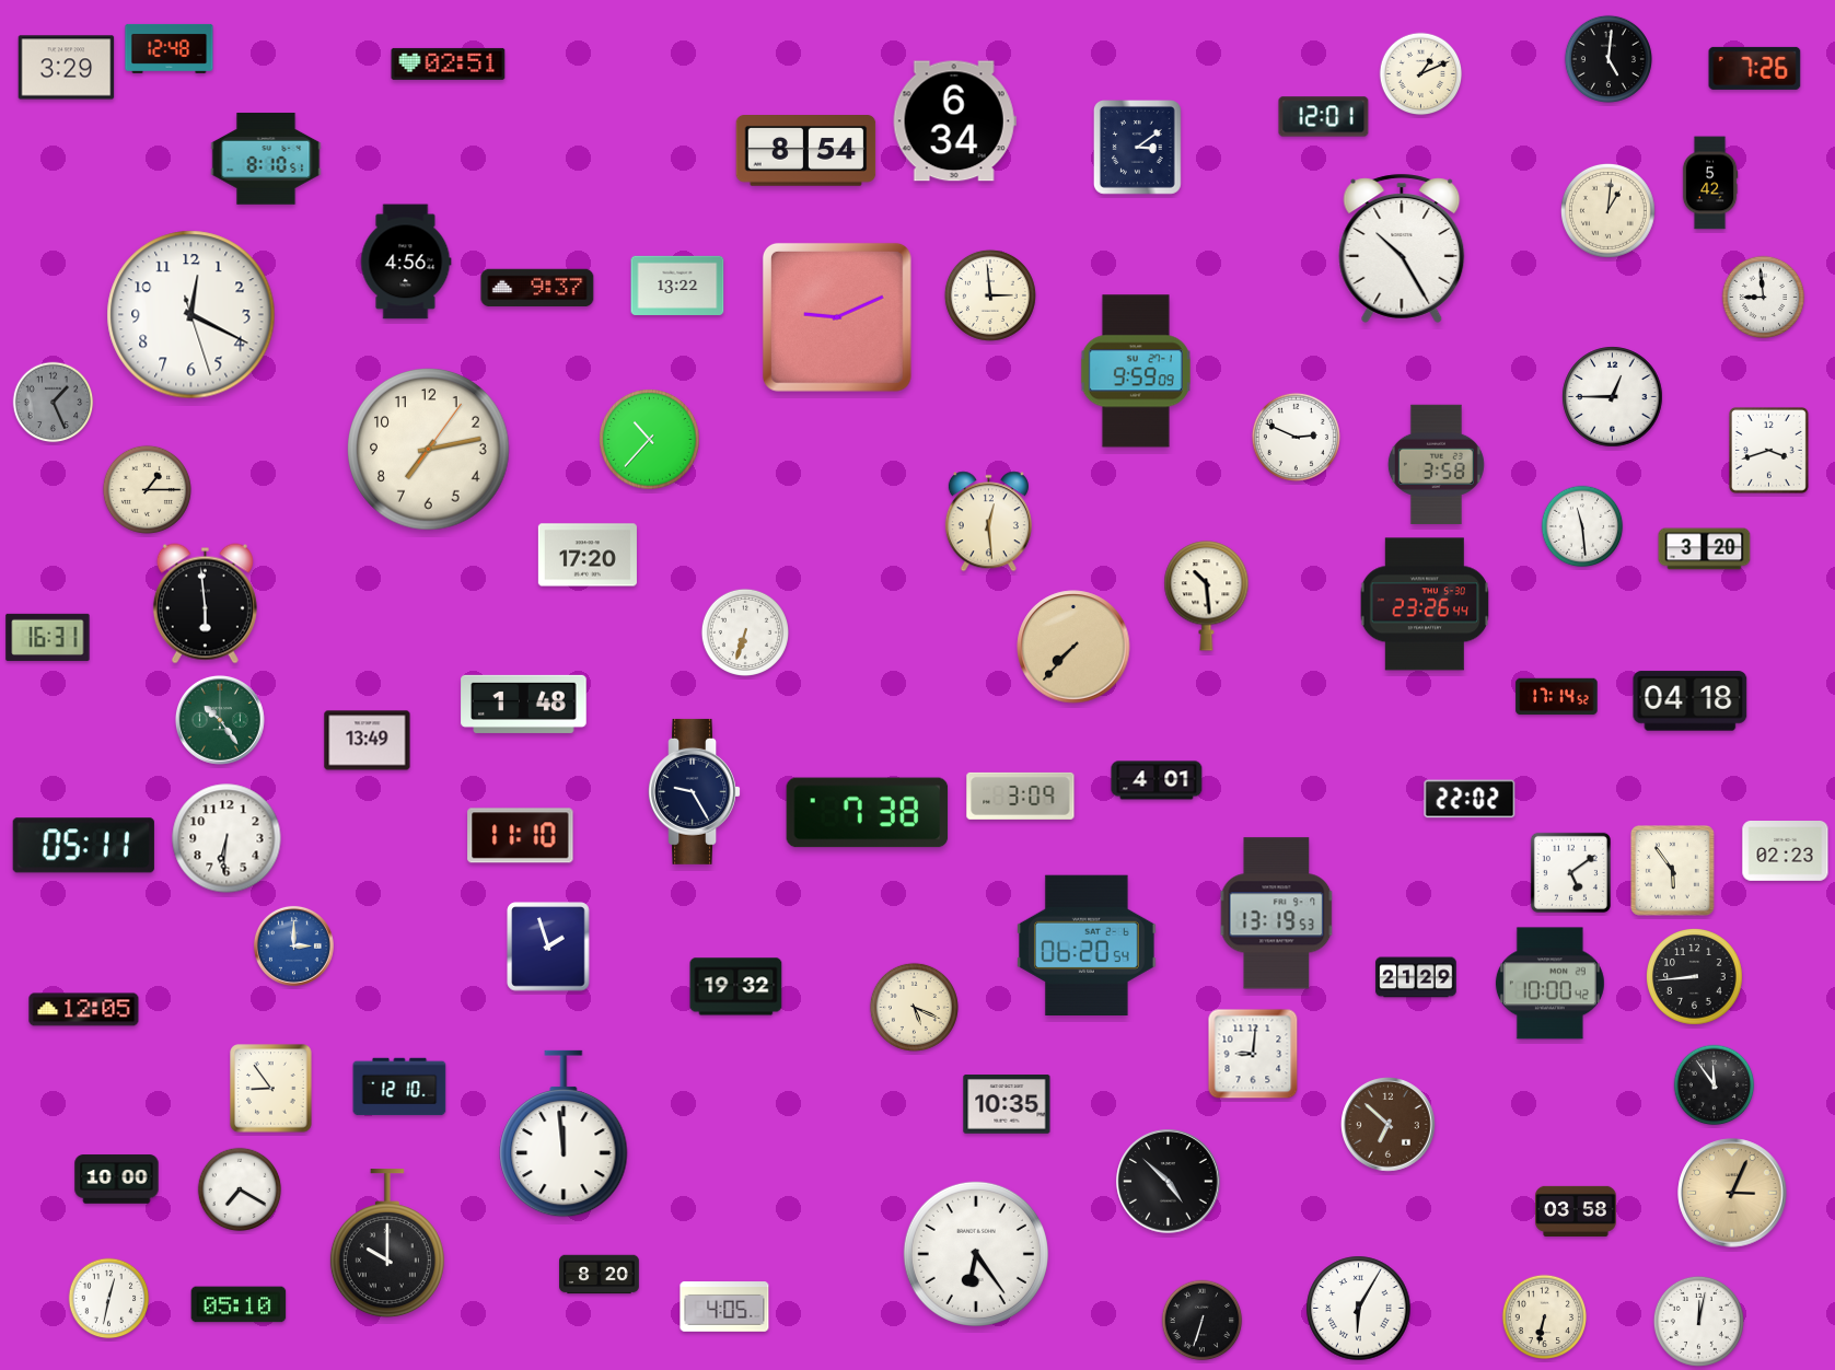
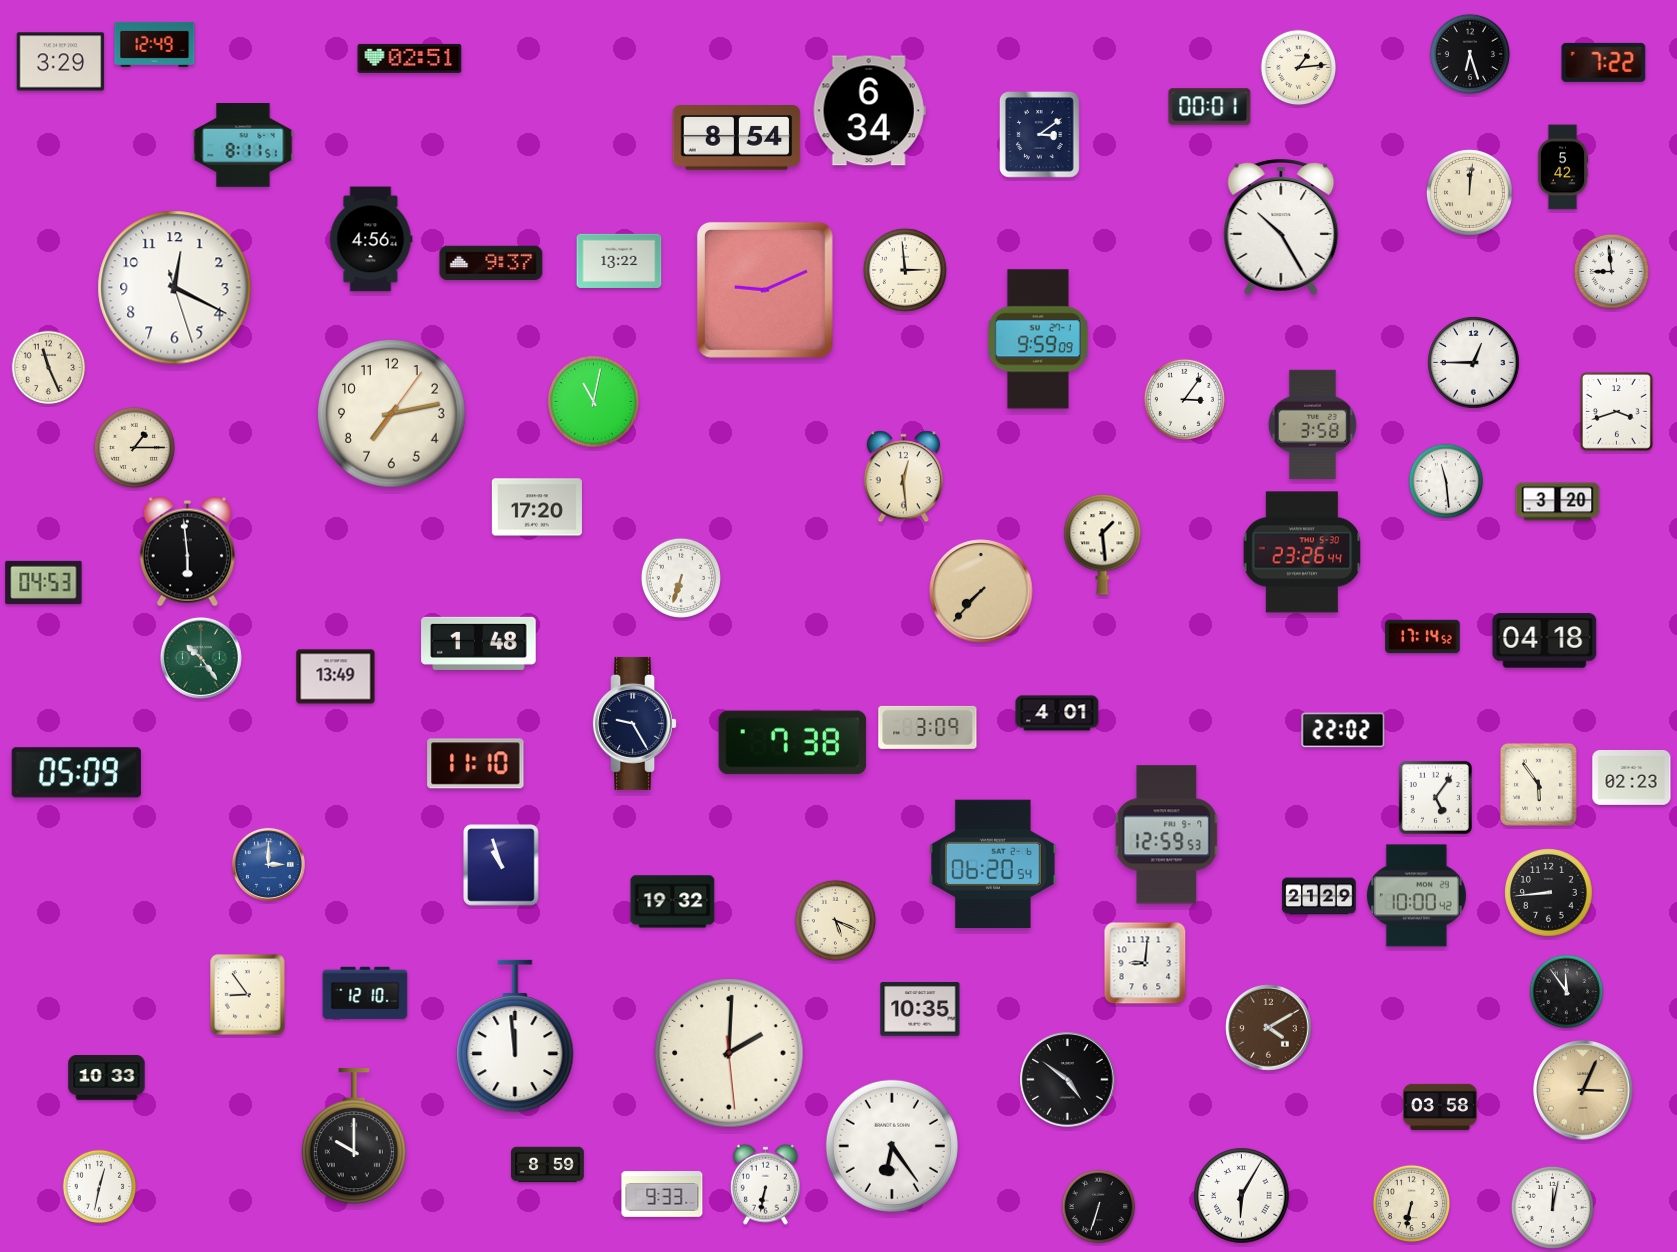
clock at (170, 48): 12:48 -> 12:49
clock at (1608, 59): 5:01 -> 6:27
clock at (1755, 68): 7:26 -> 7:22
clock at (1421, 74): 1:11 -> 1:14
clock at (1324, 117): 12:01 -> 00:01
clock at (954, 121) position: (954, 121) -> (869, 111)
clock at (266, 159): 8:10 -> 8:11
clock at (1607, 210): 1:01 -> 12:01
clock at (54, 403): 1:26 -> 11:26
clock at (54, 403) dial: grey -> cream
clock at (1296, 437): 2:49 -> 3:06
clock at (650, 440): 10:37 -> 11:02
clock at (429, 450) position: (429, 450) -> (392, 414)
clock at (1207, 596): 10:29 -> 1:29
clock at (48, 637): 16:31 -> 04:53
clock at (1021, 796) position: (1021, 796) -> (928, 727)
clock at (227, 838): 6:31 -> none
clock at (83, 846): 05:11 -> 05:09
clock at (1672, 871) position: (1672, 871) -> (1538, 785)
clock at (1570, 872): 5:09 -> 5:06
clock at (1277, 914): 13:19 -> 12:59
clock at (548, 947): 1:57 -> 10:57
clock at (1416, 977) position: (1416, 977) -> (1319, 896)
clock at (1549, 984) position: (1549, 984) -> (1416, 896)
clock at (84, 1010): 12:05 -> none
clock at (1389, 1125): 6:52 -> 4:10
clock at (729, 1053): none -> 2:00
clock at (117, 1180): 10:00 -> 10:33
clock at (1169, 1182): 4:52 -> 4:51
clock at (240, 1189): 7:20 -> none
clock at (600, 1275): 8:20 -> 8:59
clock at (765, 1184): none -> 6:32
clock at (239, 1304): 05:10 -> none
clock at (724, 1307): 4:05 -> 9:33
